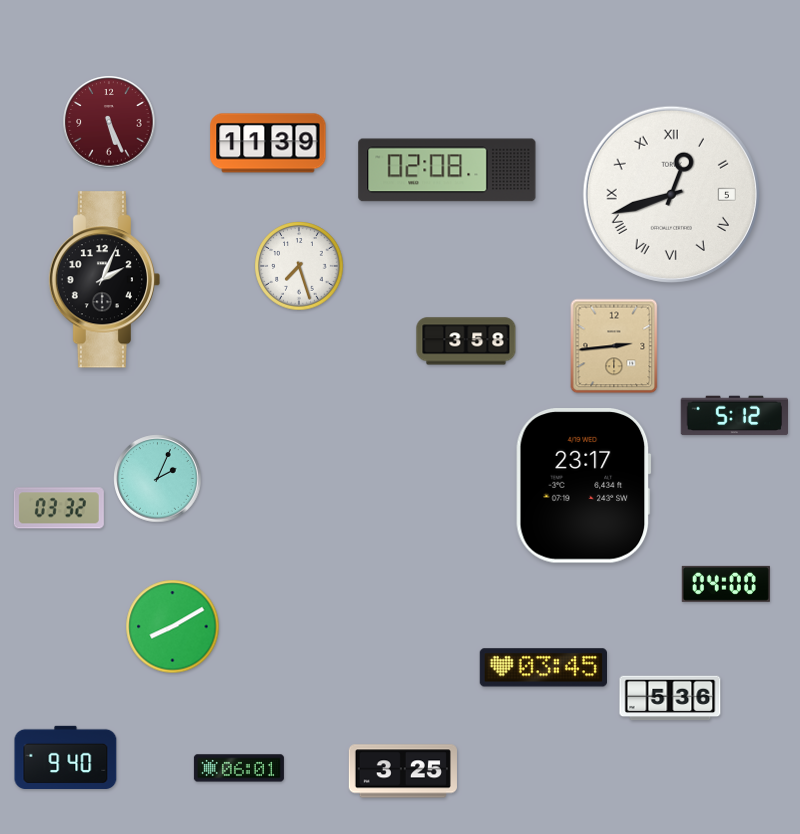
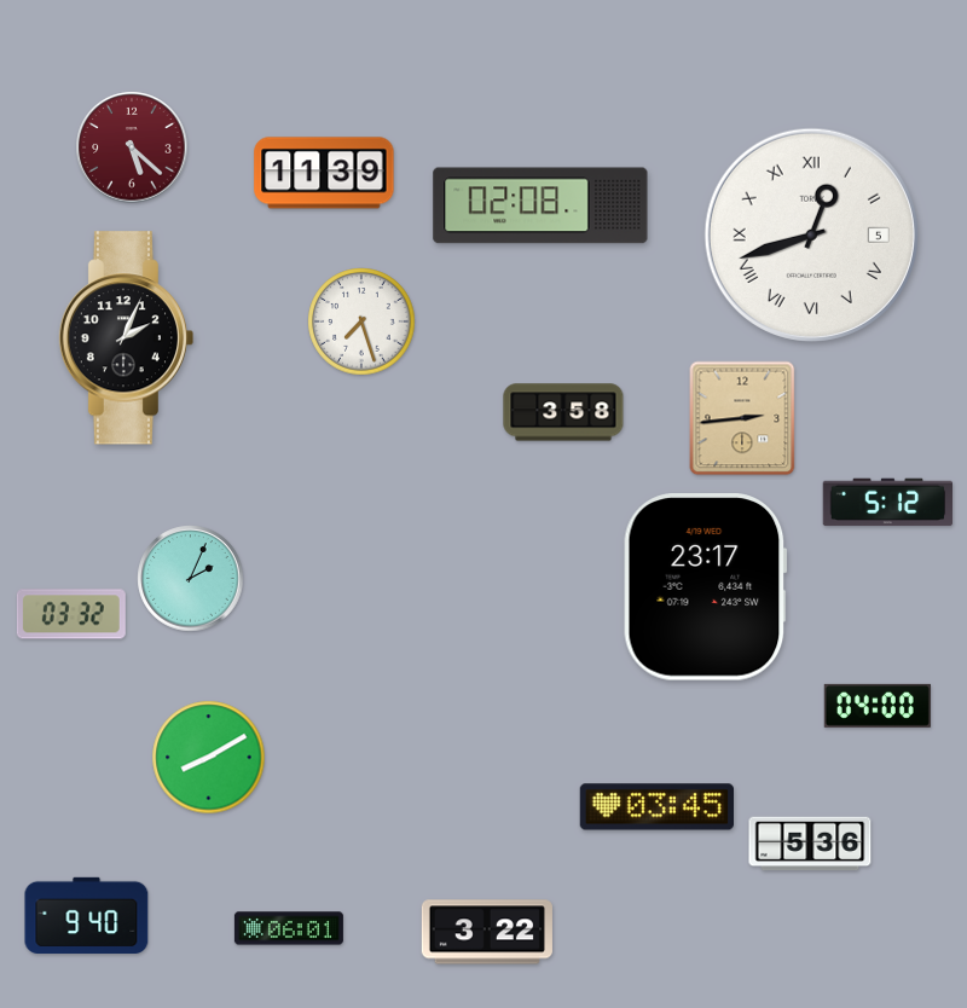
clock at (109, 122): 5:26 -> 5:22
clock at (66, 757) position: (66, 757) -> (87, 915)
clock at (403, 771): 3:25 -> 3:22
